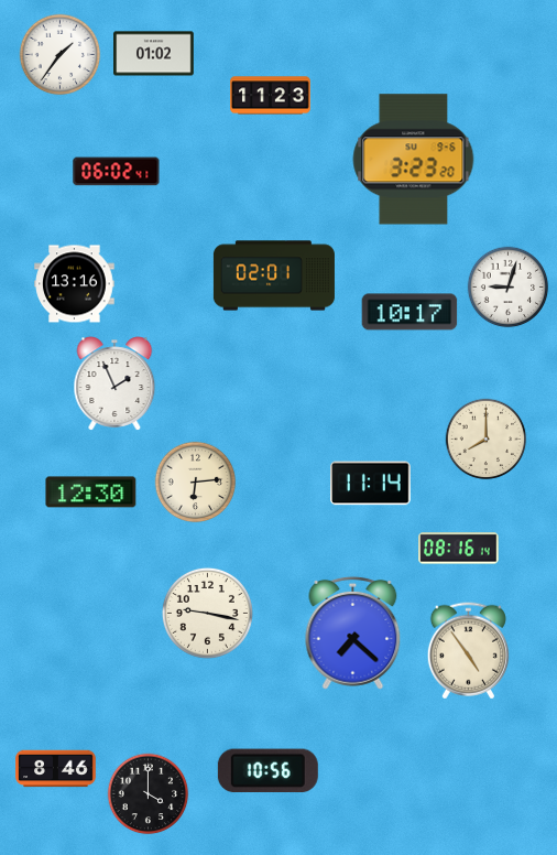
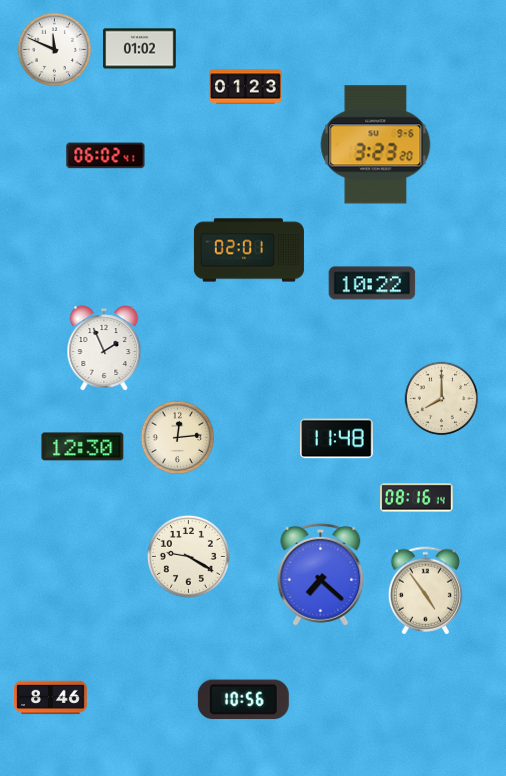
clock at (61, 55): 1:36 -> 11:49
clock at (271, 96): 11:23 -> 01:23
clock at (75, 284): 13:16 -> none
clock at (509, 288): 9:03 -> none
clock at (409, 312): 10:17 -> 10:22
clock at (196, 483): 6:14 -> 12:14
clock at (371, 484): 11:14 -> 11:48
clock at (207, 613): 9:17 -> 9:20
clock at (149, 794): 4:00 -> none
